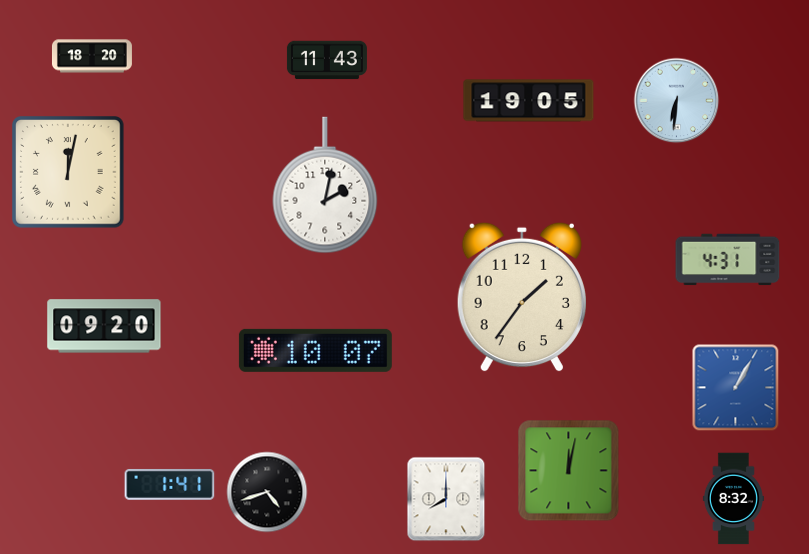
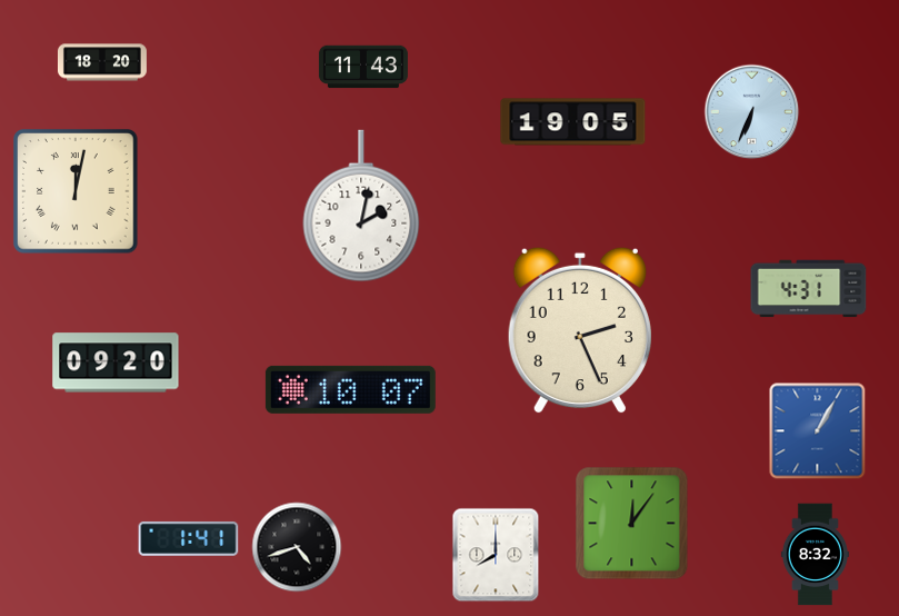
clock at (529, 101) position: (529, 101) -> (573, 122)
clock at (677, 101): 6:31 -> 6:34
clock at (522, 297): 1:36 -> 2:26
clock at (569, 471): 12:02 -> 12:06
